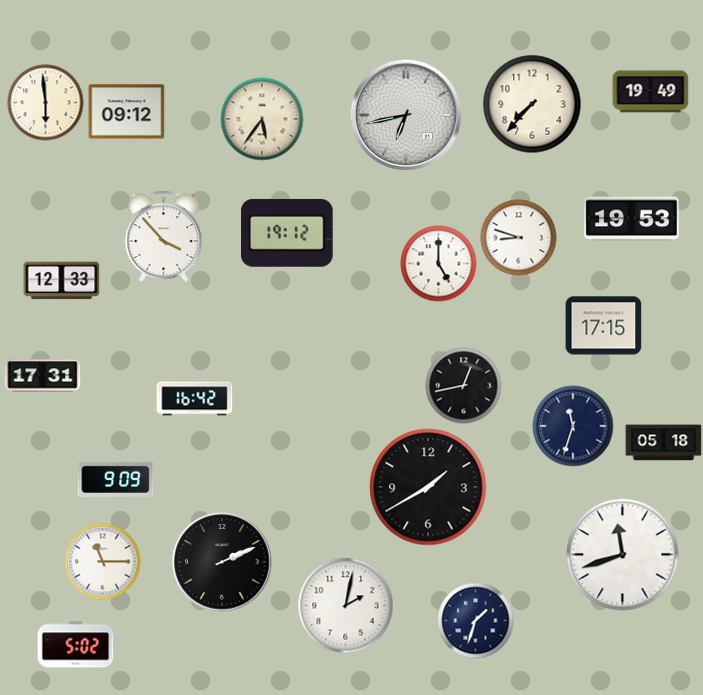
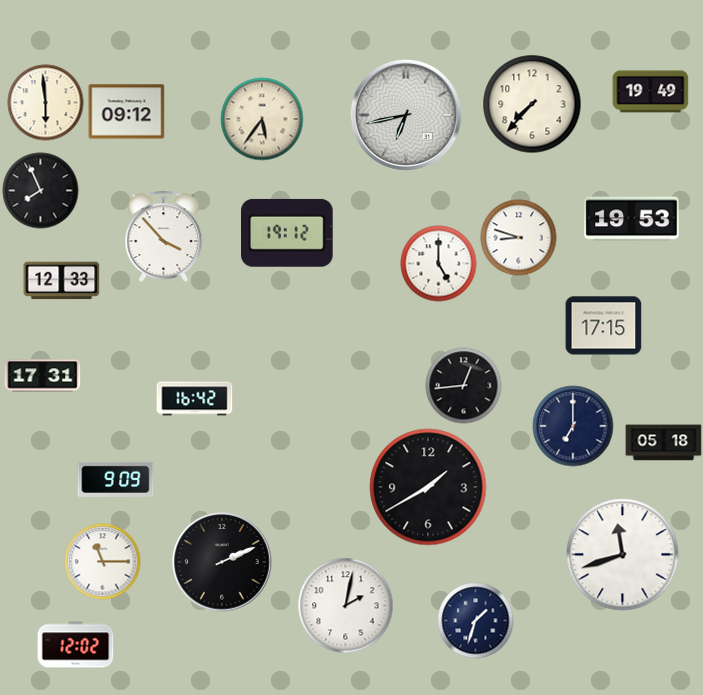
clock at (41, 191): none -> 7:56
clock at (464, 386): 12:43 -> 12:44
clock at (573, 426): 11:33 -> 7:00
clock at (76, 645): 5:02 -> 12:02
